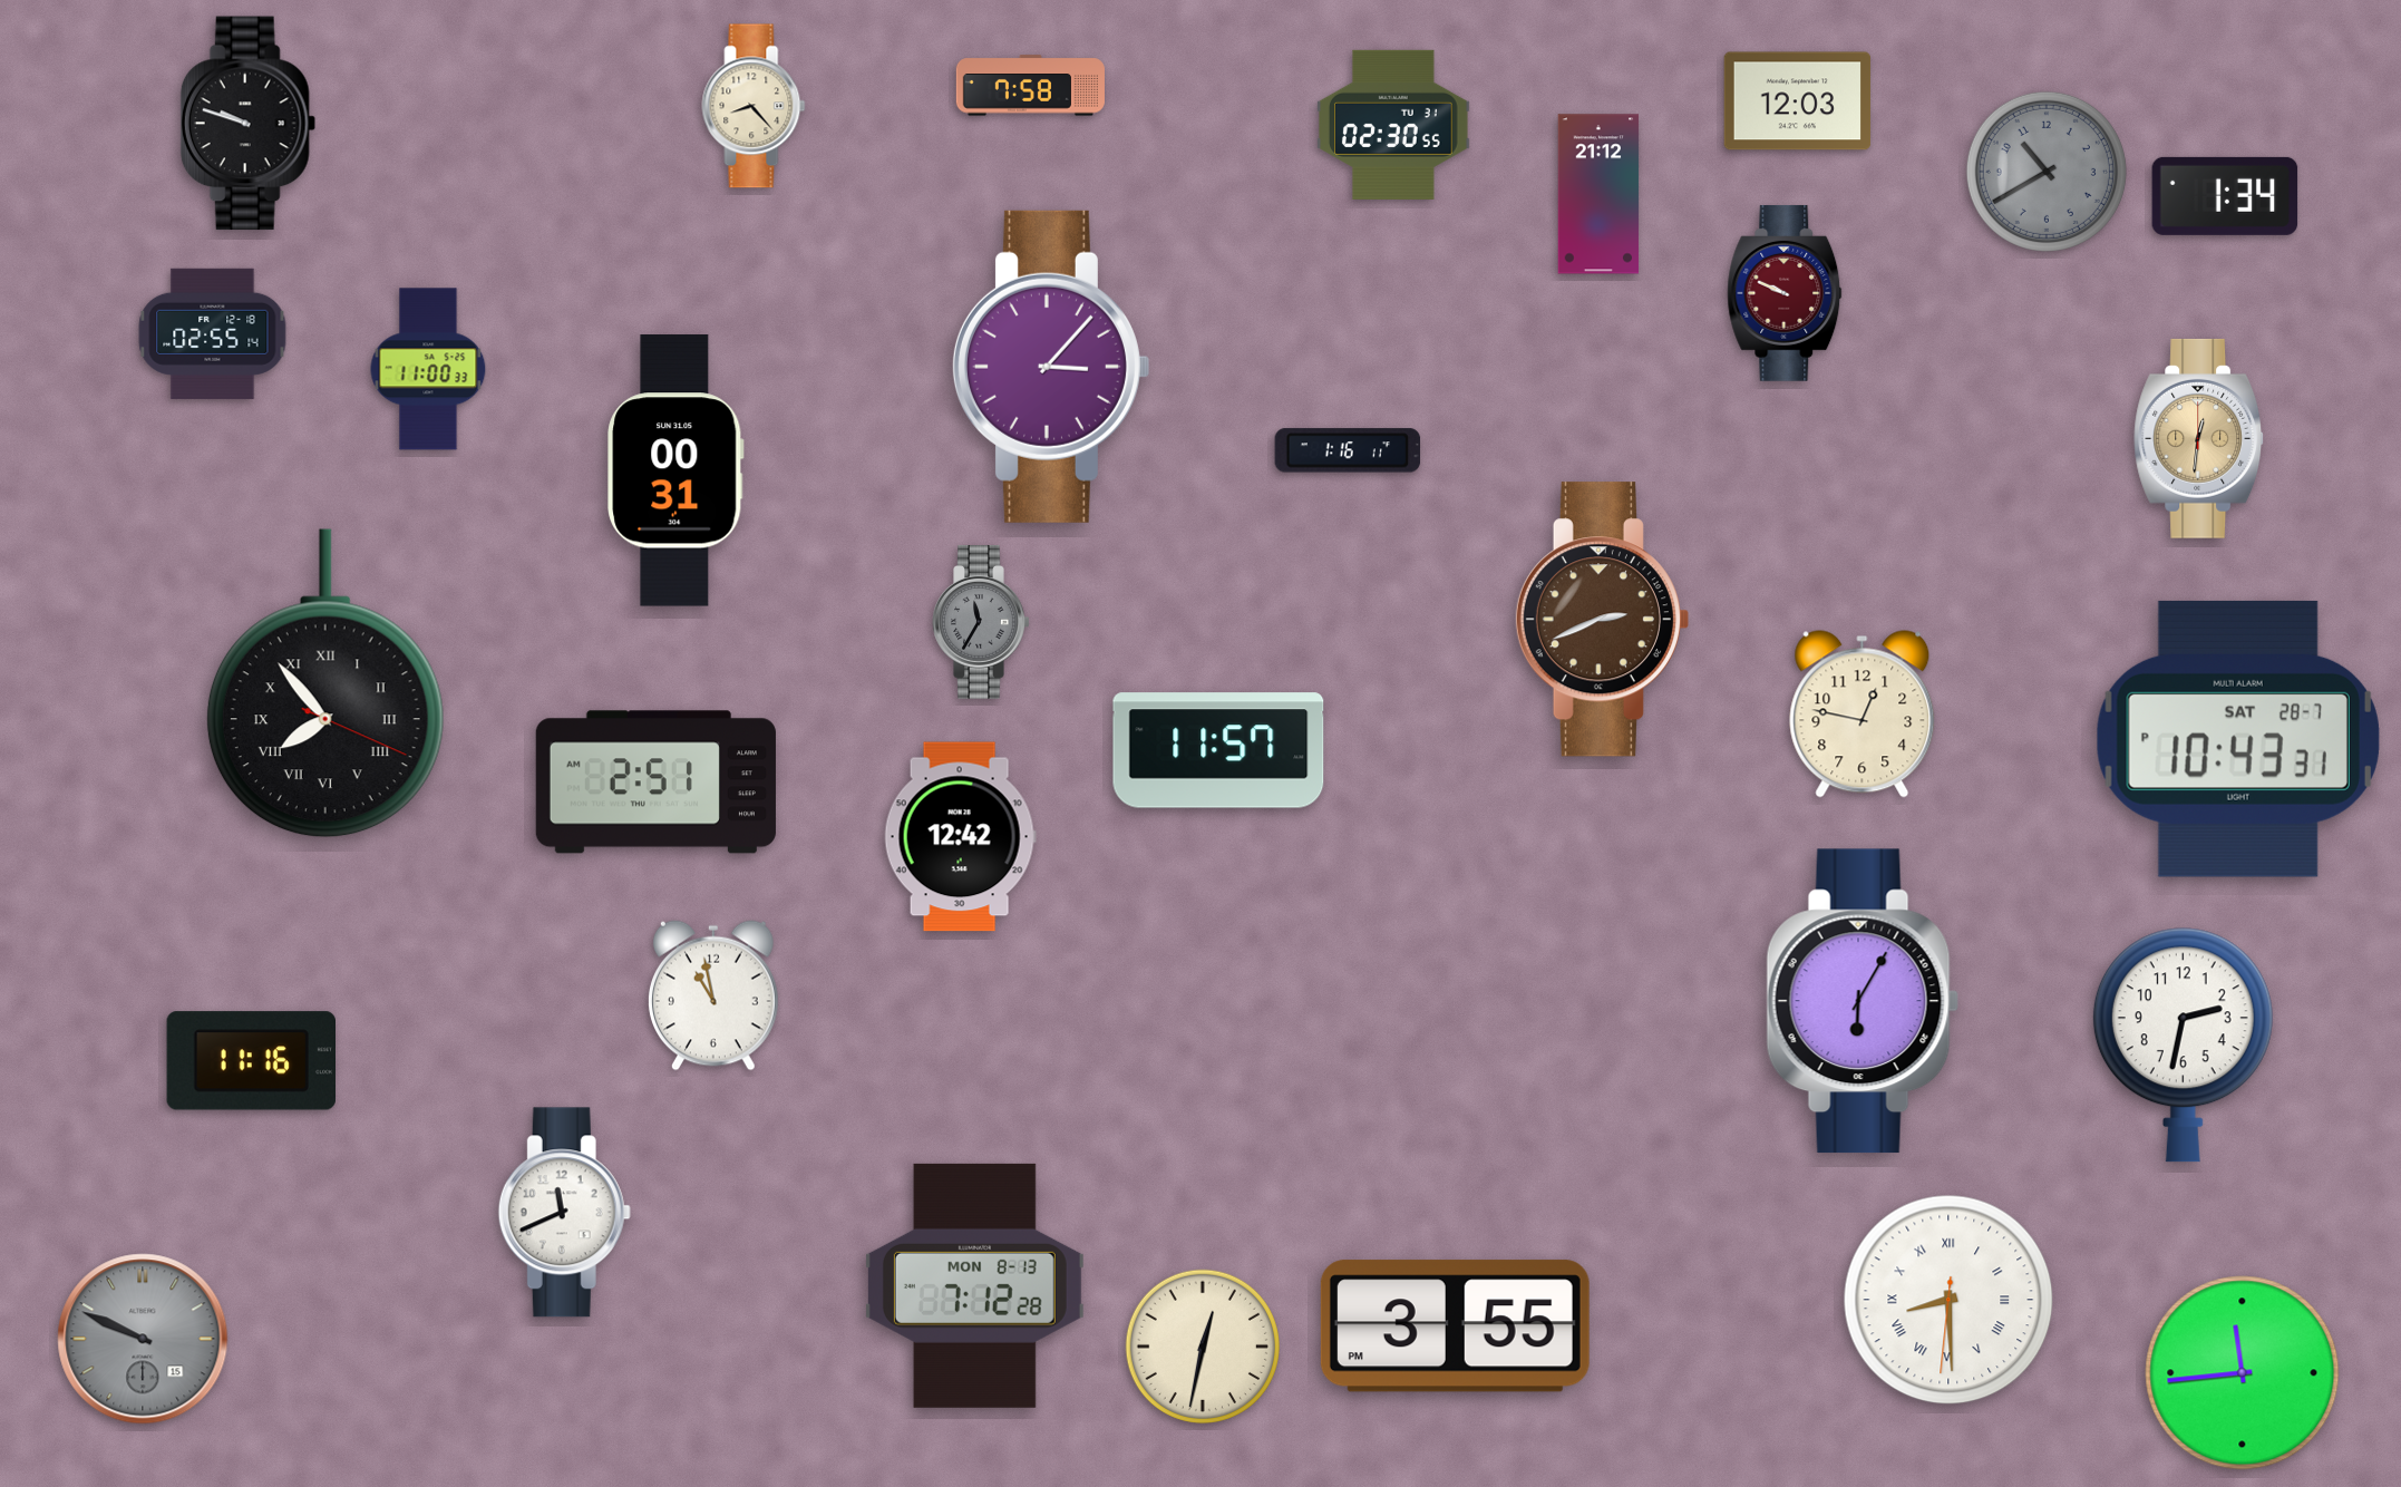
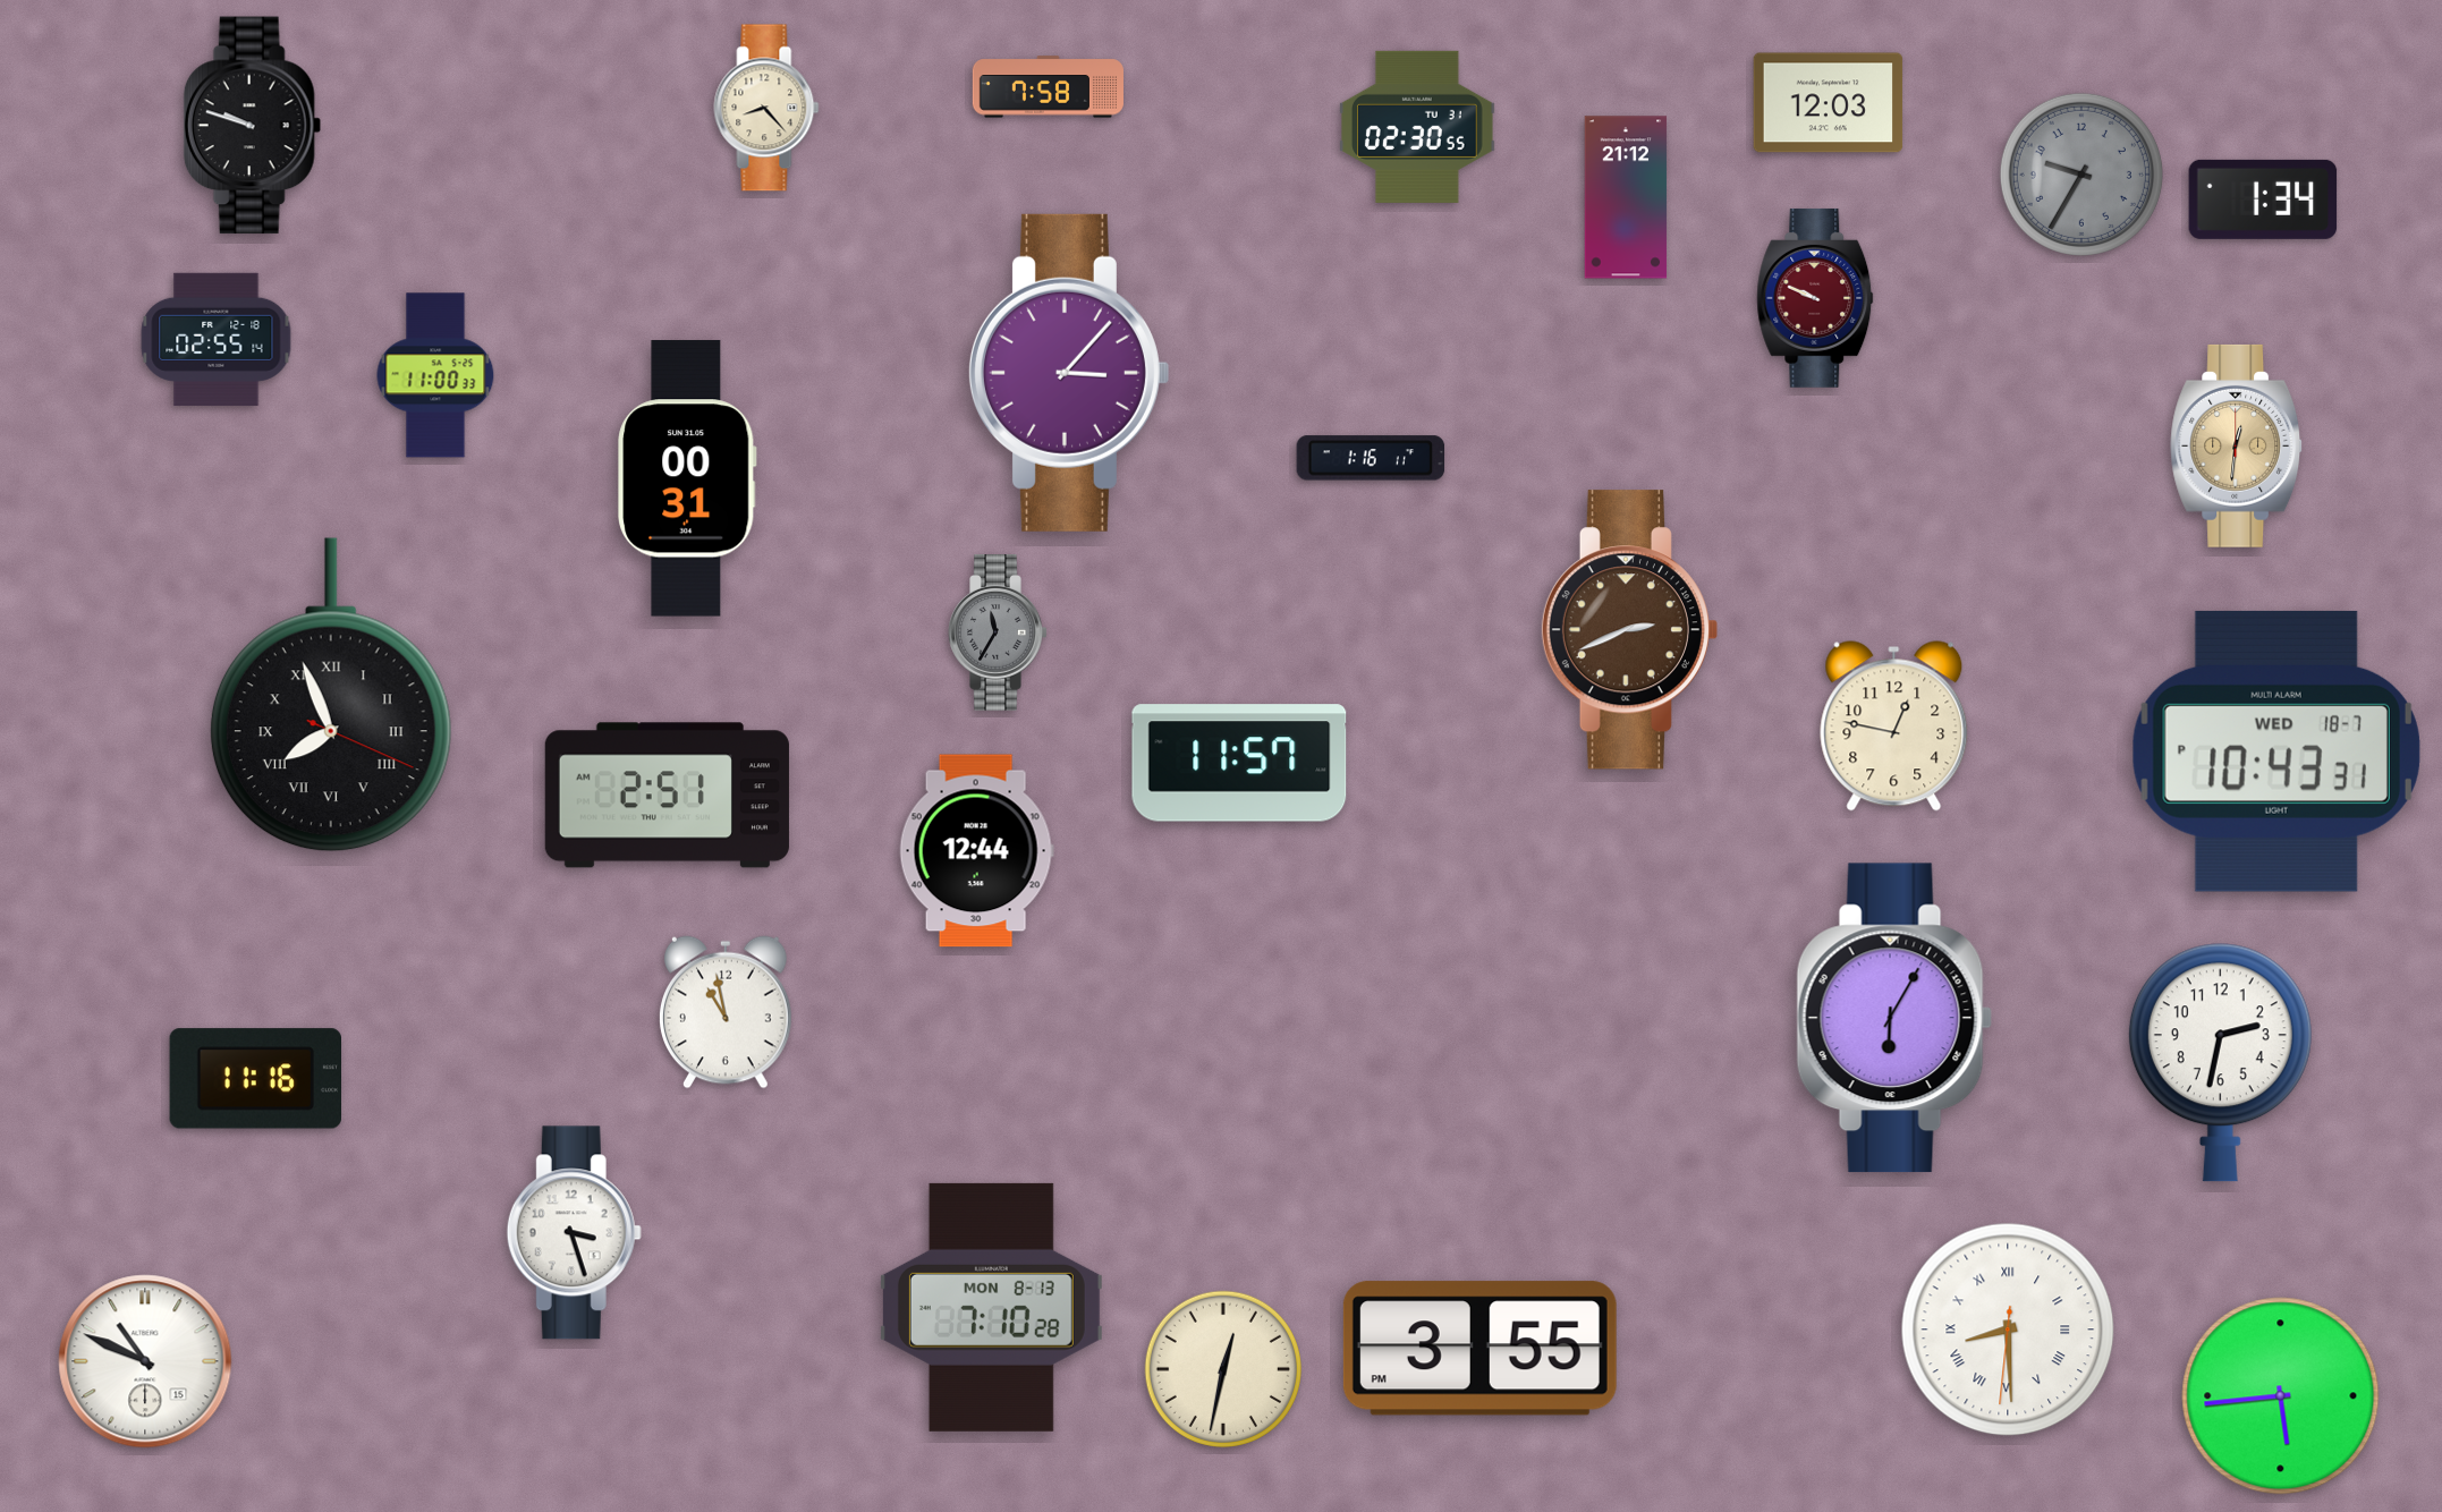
clock at (2047, 172): 10:40 -> 9:35
clock at (325, 683): 7:53 -> 7:56
clock at (2238, 739) date: SAT 28-7 -> WED 18-7
clock at (960, 837): 12:42 -> 12:44
clock at (564, 1213): 11:41 -> 3:27
clock at (974, 1285): 7:12 -> 7:10
clock at (1948, 1300) position: (1948, 1300) -> (2008, 1330)
clock at (143, 1339): 9:49 -> 10:49
clock at (143, 1339) dial: grey -> white
clock at (2243, 1373): 11:44 -> 5:44
